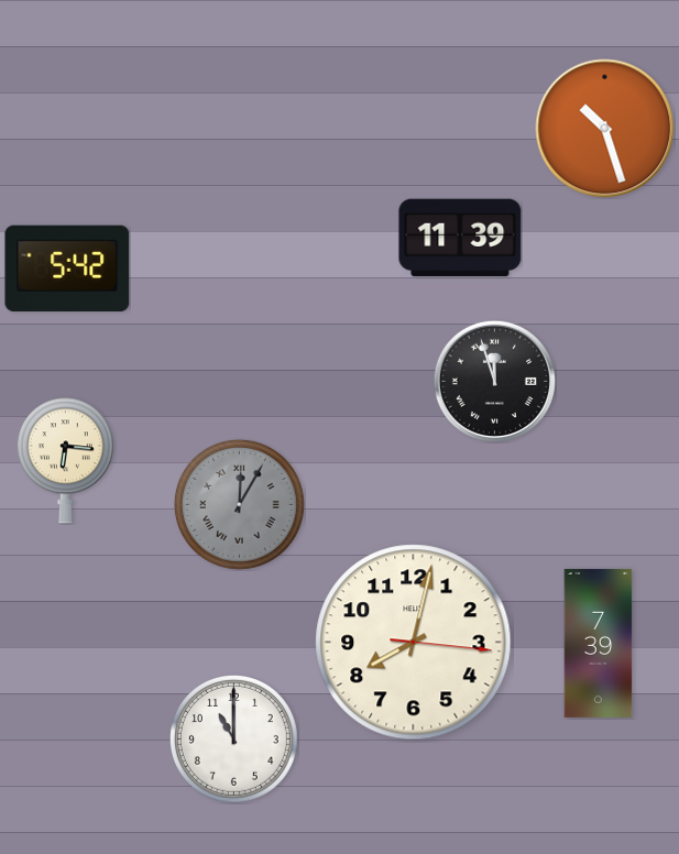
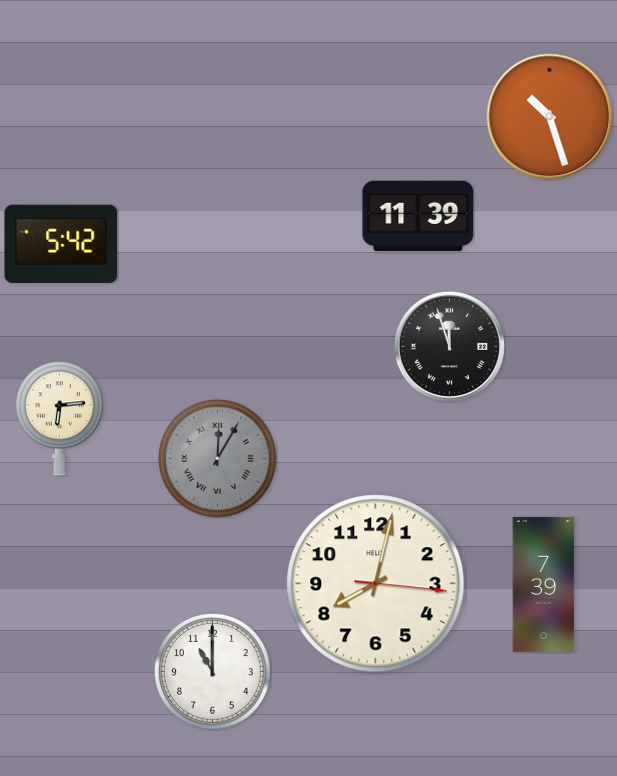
clock at (65, 461): 6:16 -> 6:14
